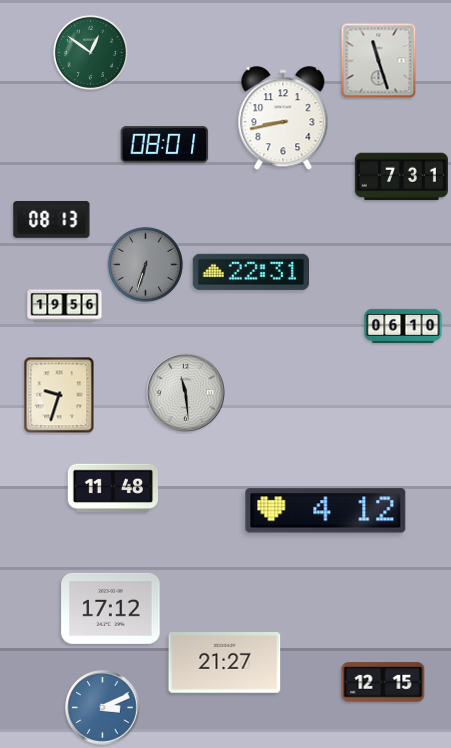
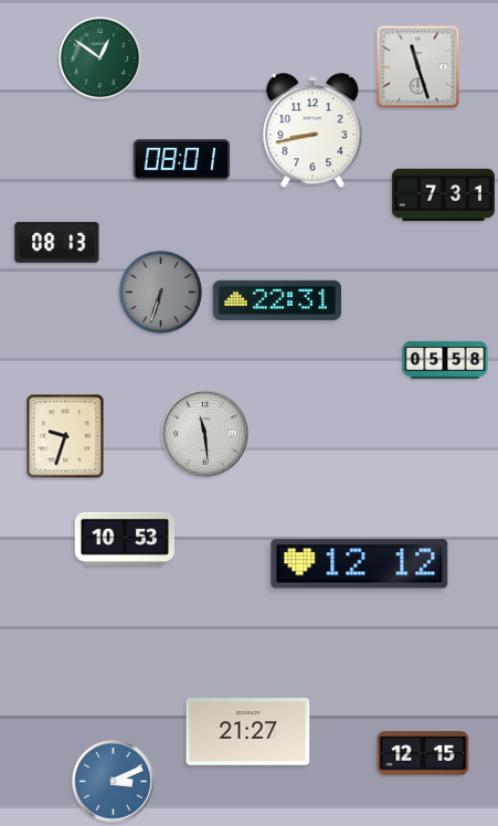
clock at (65, 306): 19:56 -> none
clock at (403, 325): 06:10 -> 05:58
clock at (112, 487): 11:48 -> 10:53
clock at (326, 511): 4:12 -> 12:12
clock at (111, 608): 17:12 -> none
